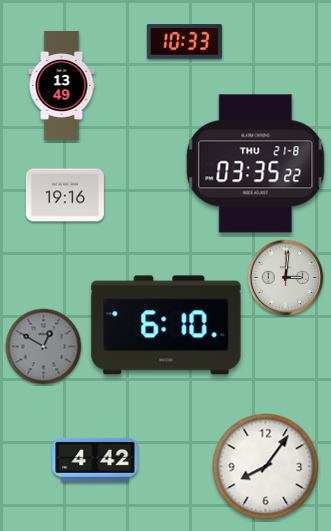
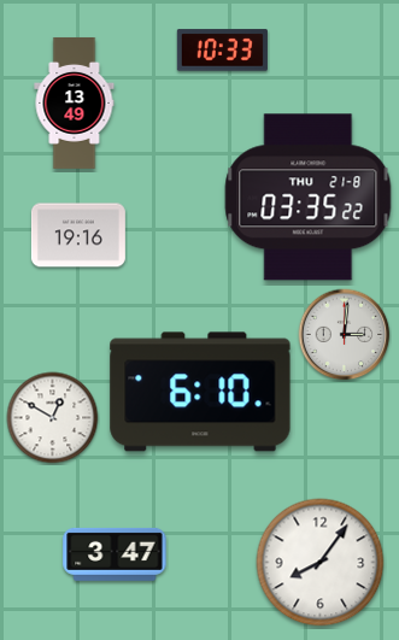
clock at (44, 347) dial: grey -> white
clock at (95, 460): 4:42 -> 3:47
